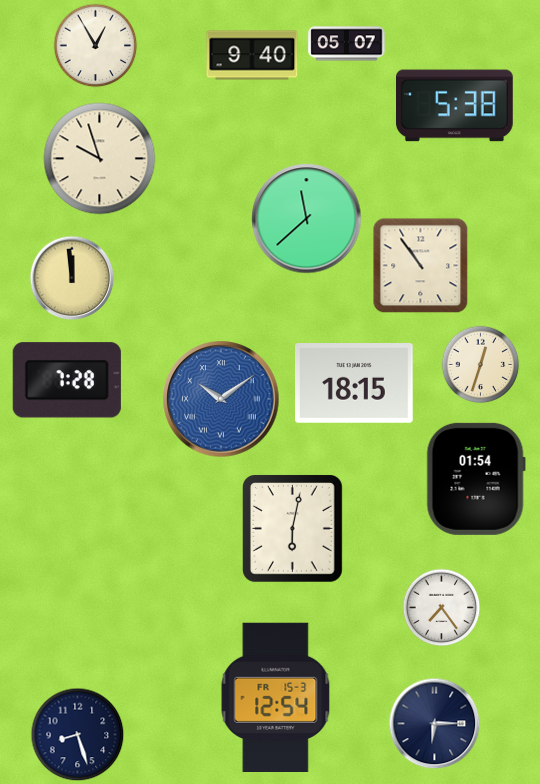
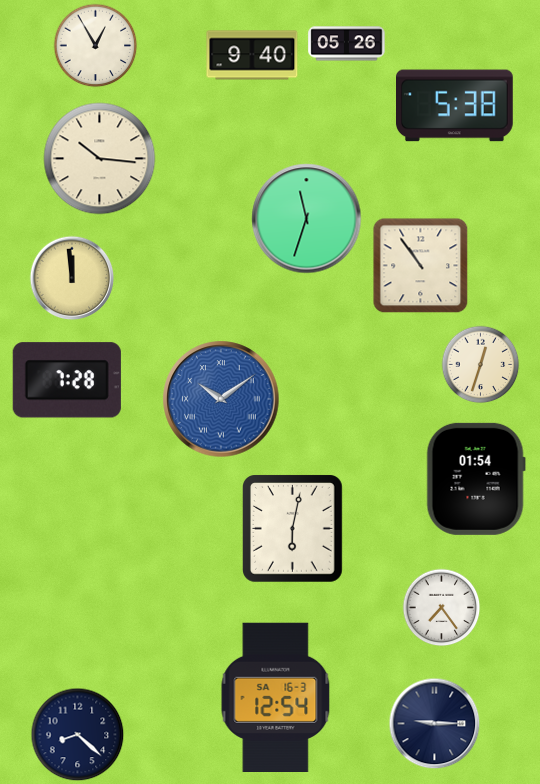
clock at (347, 44): 05:07 -> 05:26
clock at (100, 159): 9:57 -> 10:16
clock at (307, 219): 11:38 -> 11:33
clock at (355, 384): 18:15 -> none
clock at (276, 697) date: FR 15-3 -> SA 16-3
clock at (434, 723): 6:15 -> 9:15
clock at (77, 734): 8:27 -> 8:22
